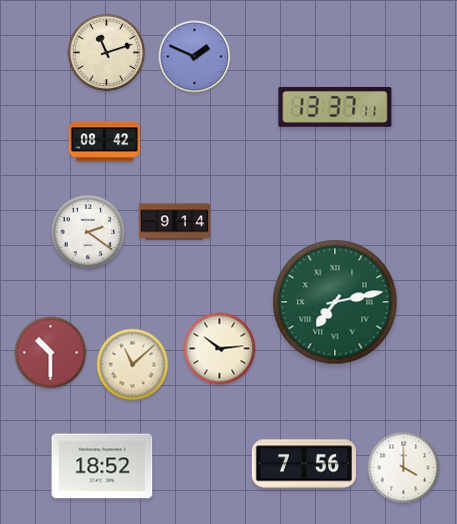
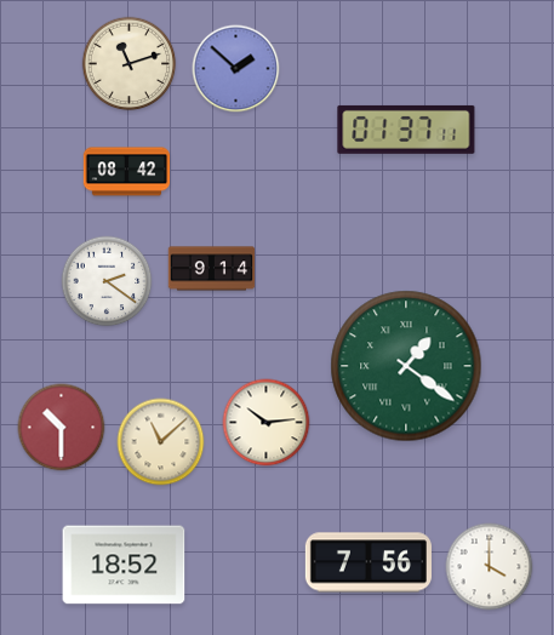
clock at (195, 57): 1:49 -> 1:52
clock at (335, 107): 13:37 -> 01:37
clock at (335, 302): 7:13 -> 1:21
